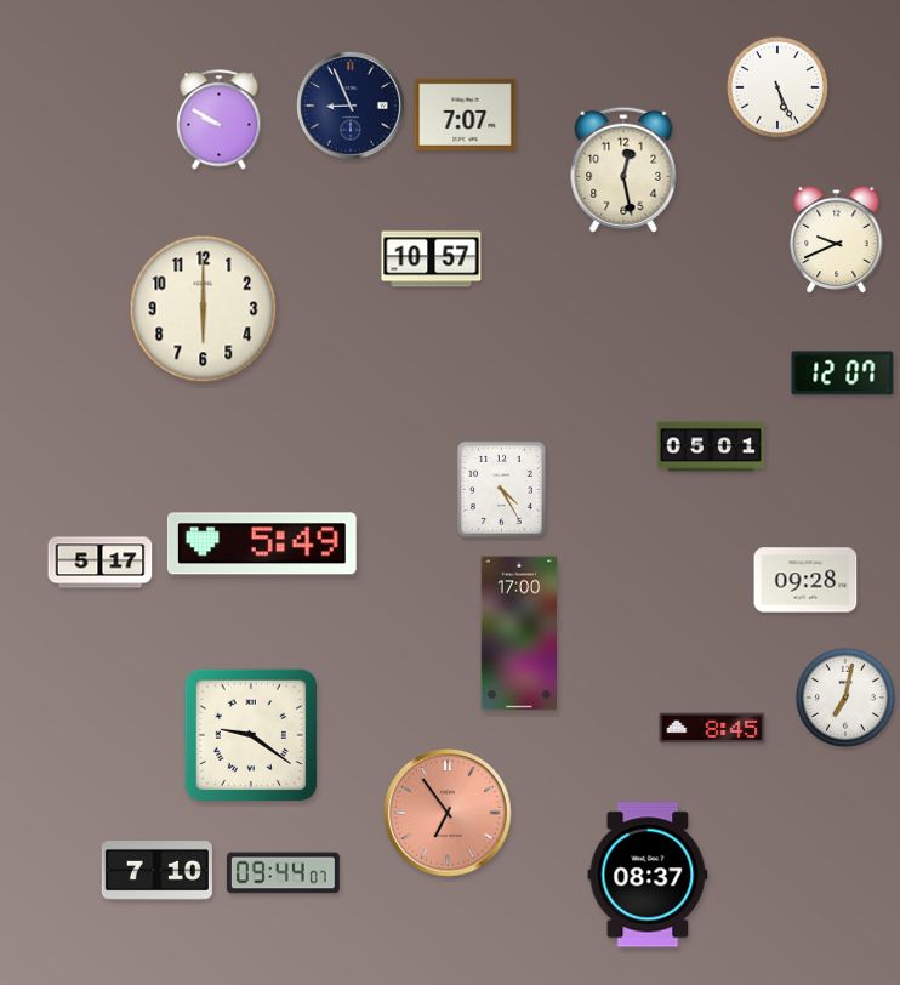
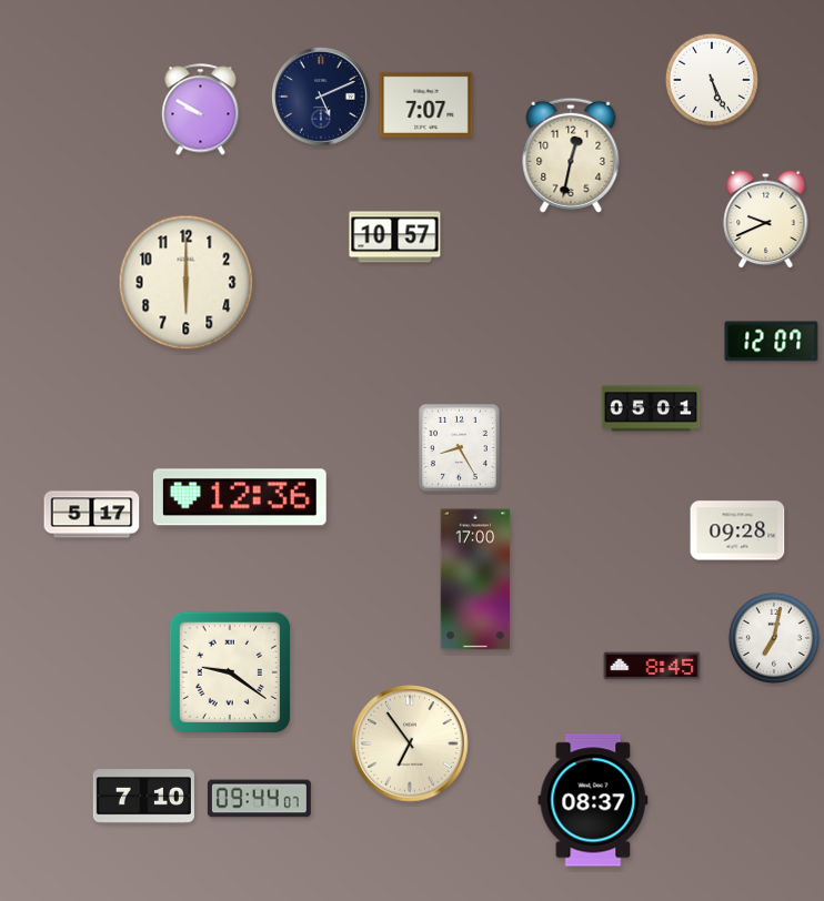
clock at (352, 107): 8:56 -> 5:11
clock at (623, 170): 12:28 -> 12:32
clock at (501, 489): 4:25 -> 8:25
clock at (262, 543): 5:49 -> 12:36
clock at (448, 813) dial: salmon -> cream
